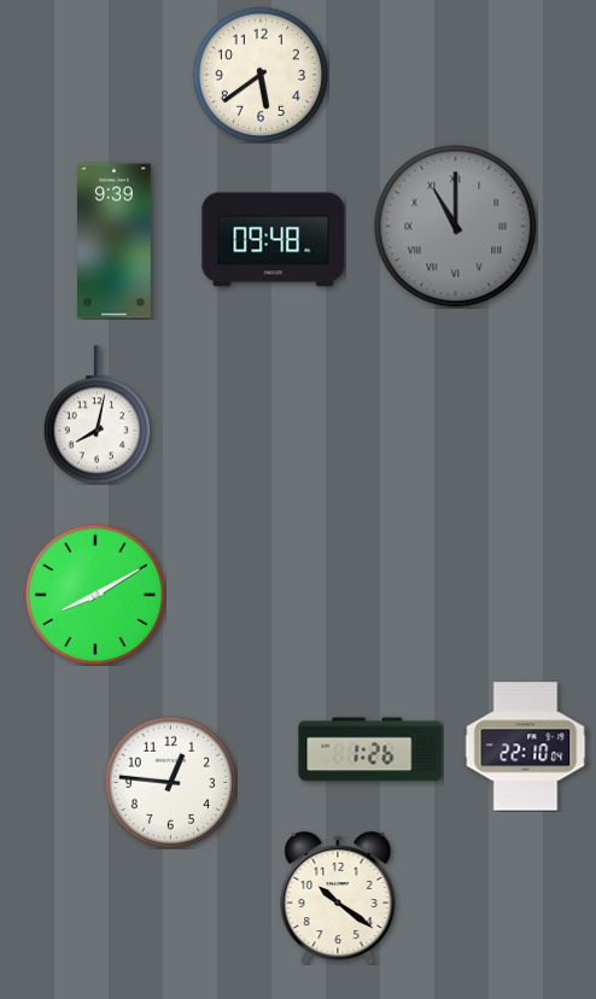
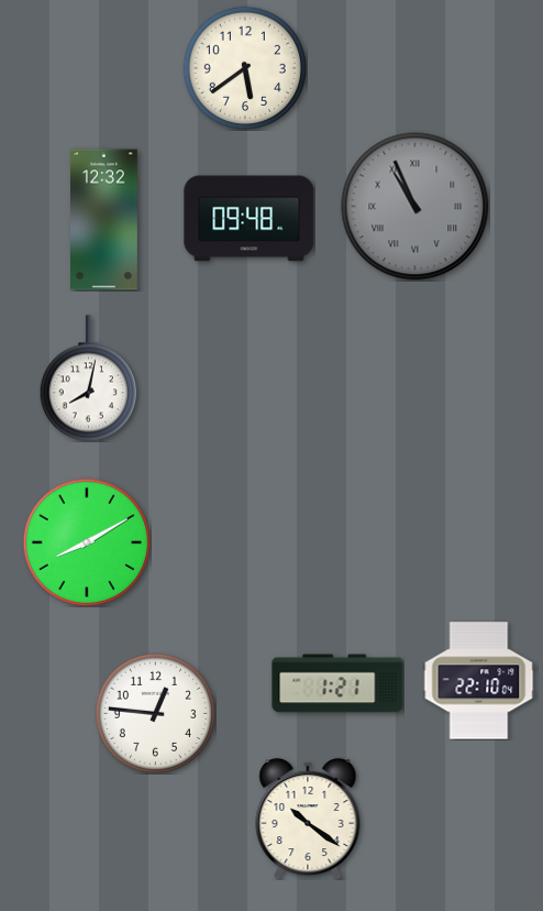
clock at (261, 75) position: (261, 75) -> (245, 68)
clock at (456, 227): 11:00 -> 10:56
clock at (115, 241): 9:39 -> 12:32
clock at (370, 749): 1:26 -> 1:21
